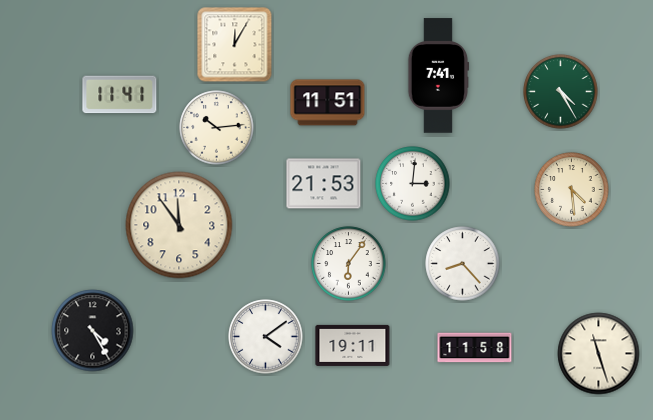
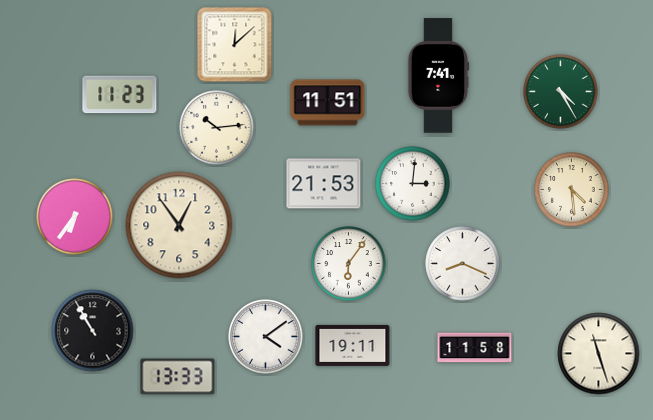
clock at (235, 45): 12:05 -> 12:08
clock at (120, 95): 11:41 -> 11:23
clock at (75, 217): none -> 6:36
clock at (179, 225): 11:54 -> 12:54
clock at (463, 264): 8:23 -> 8:19
clock at (93, 331): 4:25 -> 10:55
clock at (178, 377): none -> 13:33
